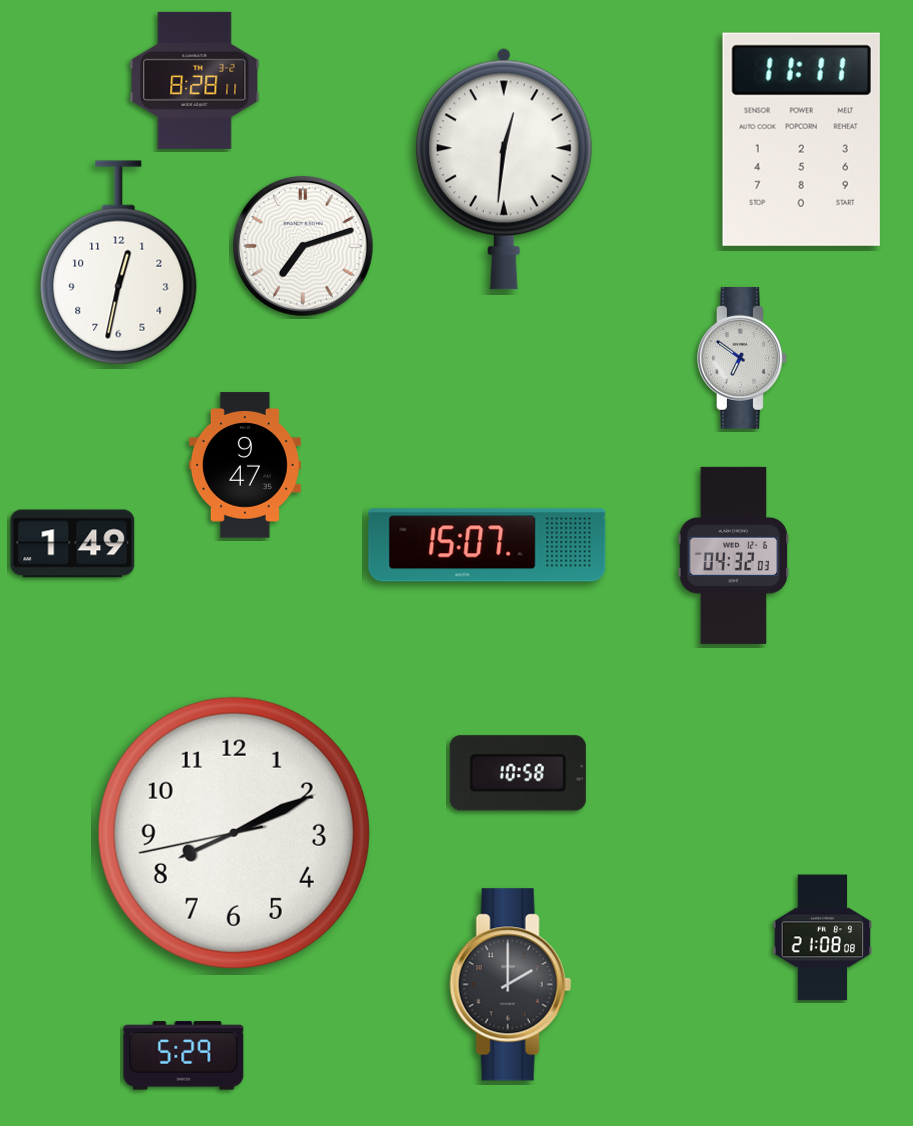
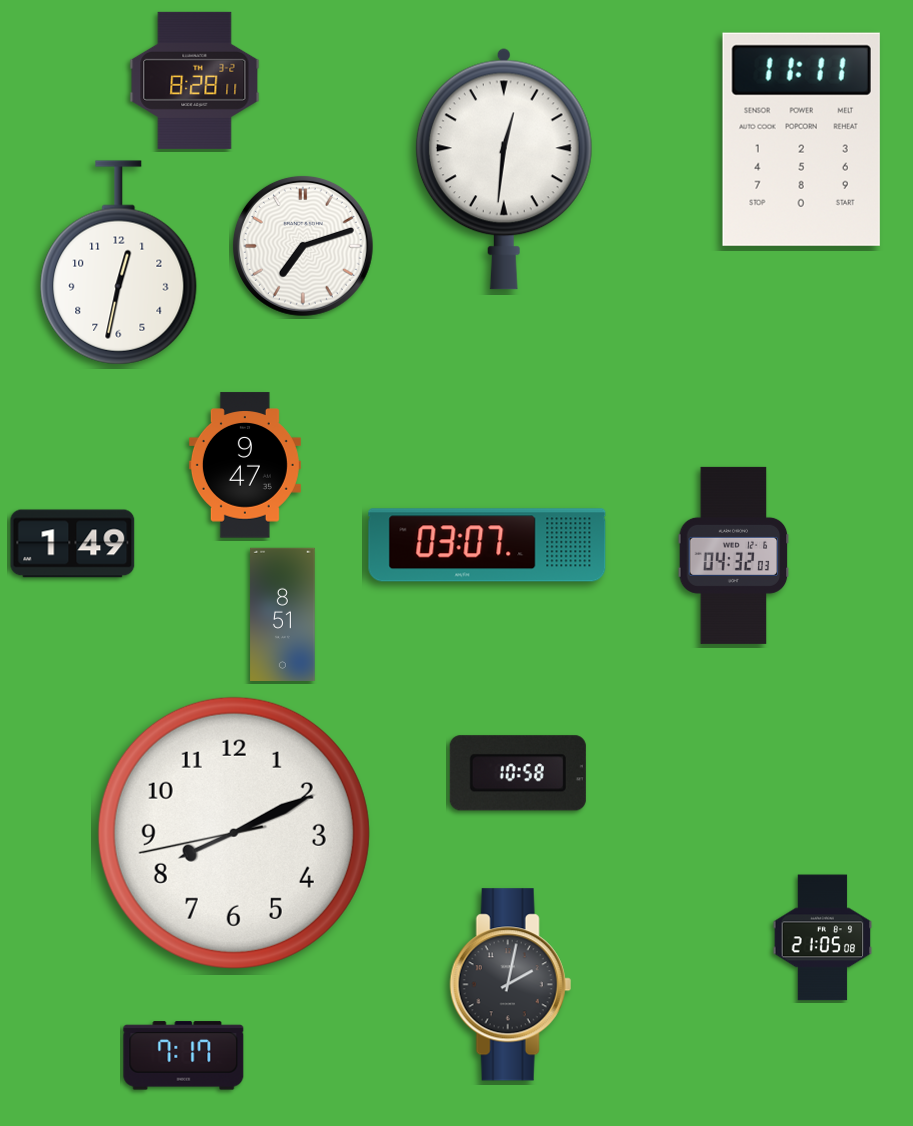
clock at (742, 358): 6:51 -> none
clock at (487, 545): 15:07 -> 03:07
clock at (283, 614): none -> 8:51
clock at (823, 938): 21:08 -> 21:05
clock at (510, 985): 2:00 -> 2:02
clock at (184, 1056): 5:29 -> 7:17
